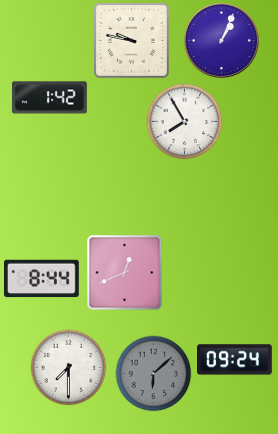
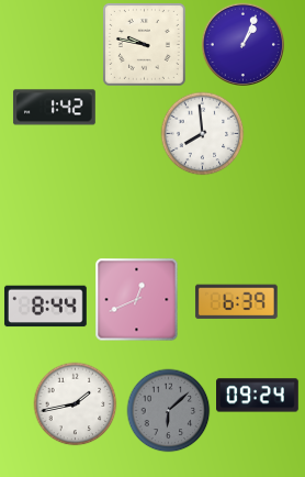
clock at (185, 122): 7:55 -> 7:59
clock at (236, 302): none -> 6:39
clock at (69, 368): 7:30 -> 1:43
